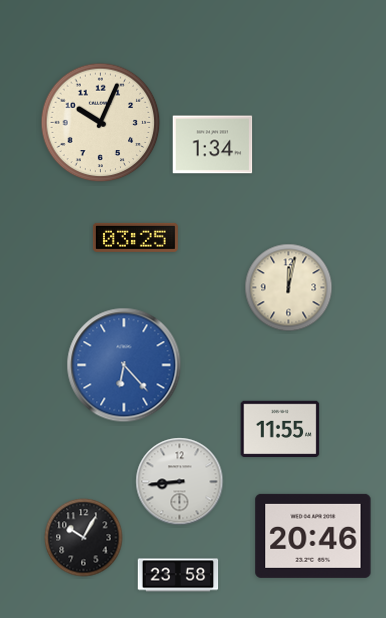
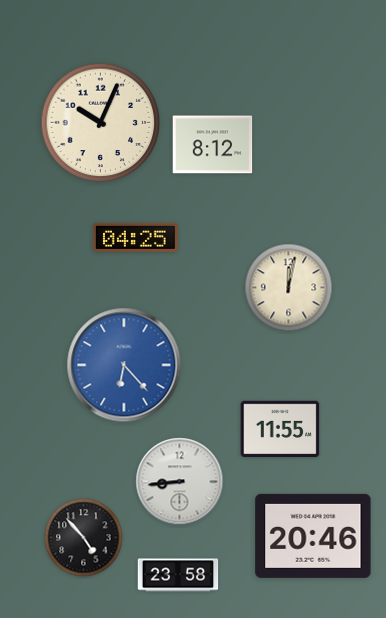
clock at (213, 145): 1:34 -> 8:12
clock at (135, 237): 03:25 -> 04:25
clock at (84, 538): 10:05 -> 4:53
